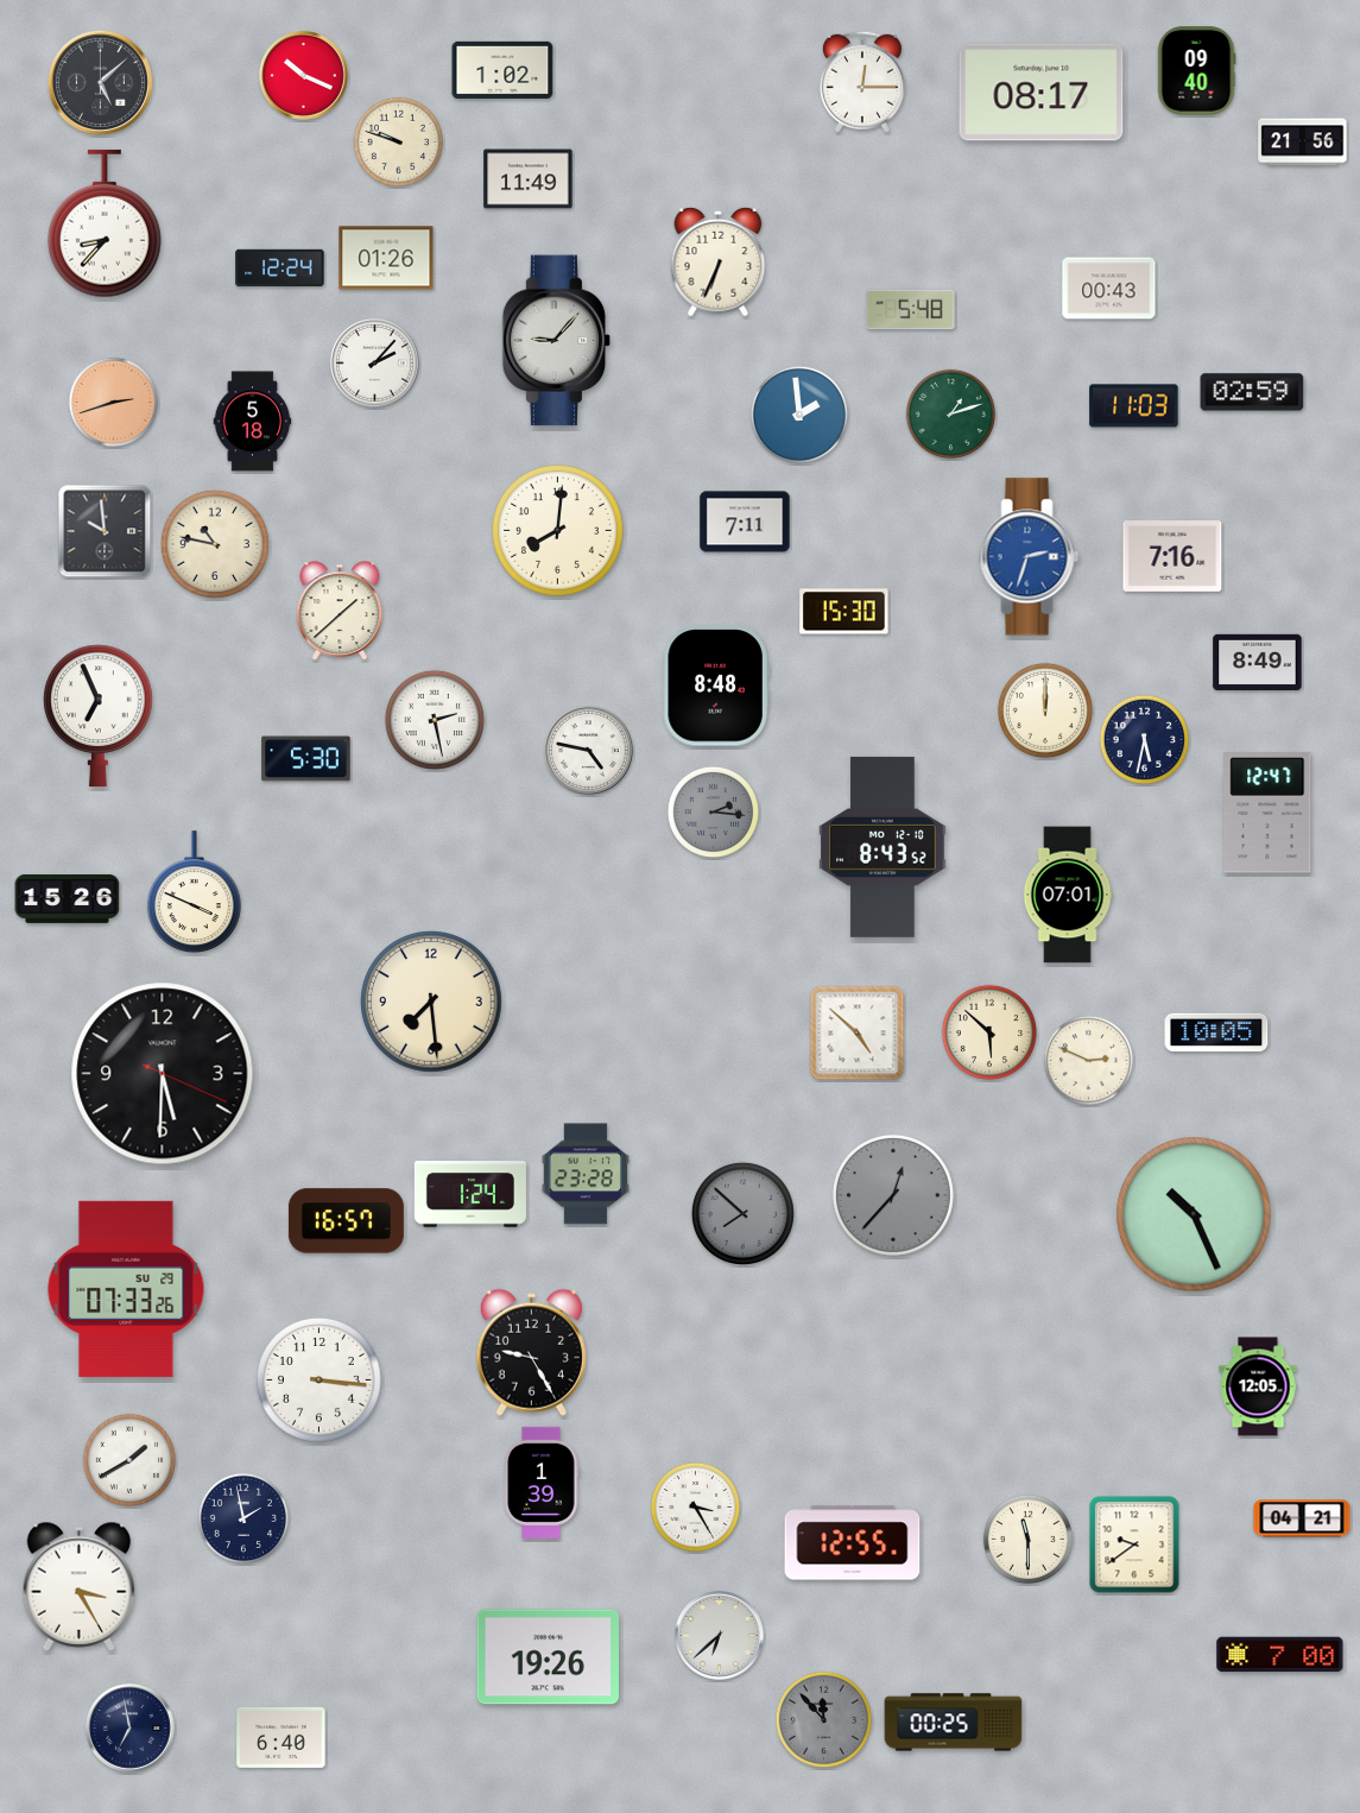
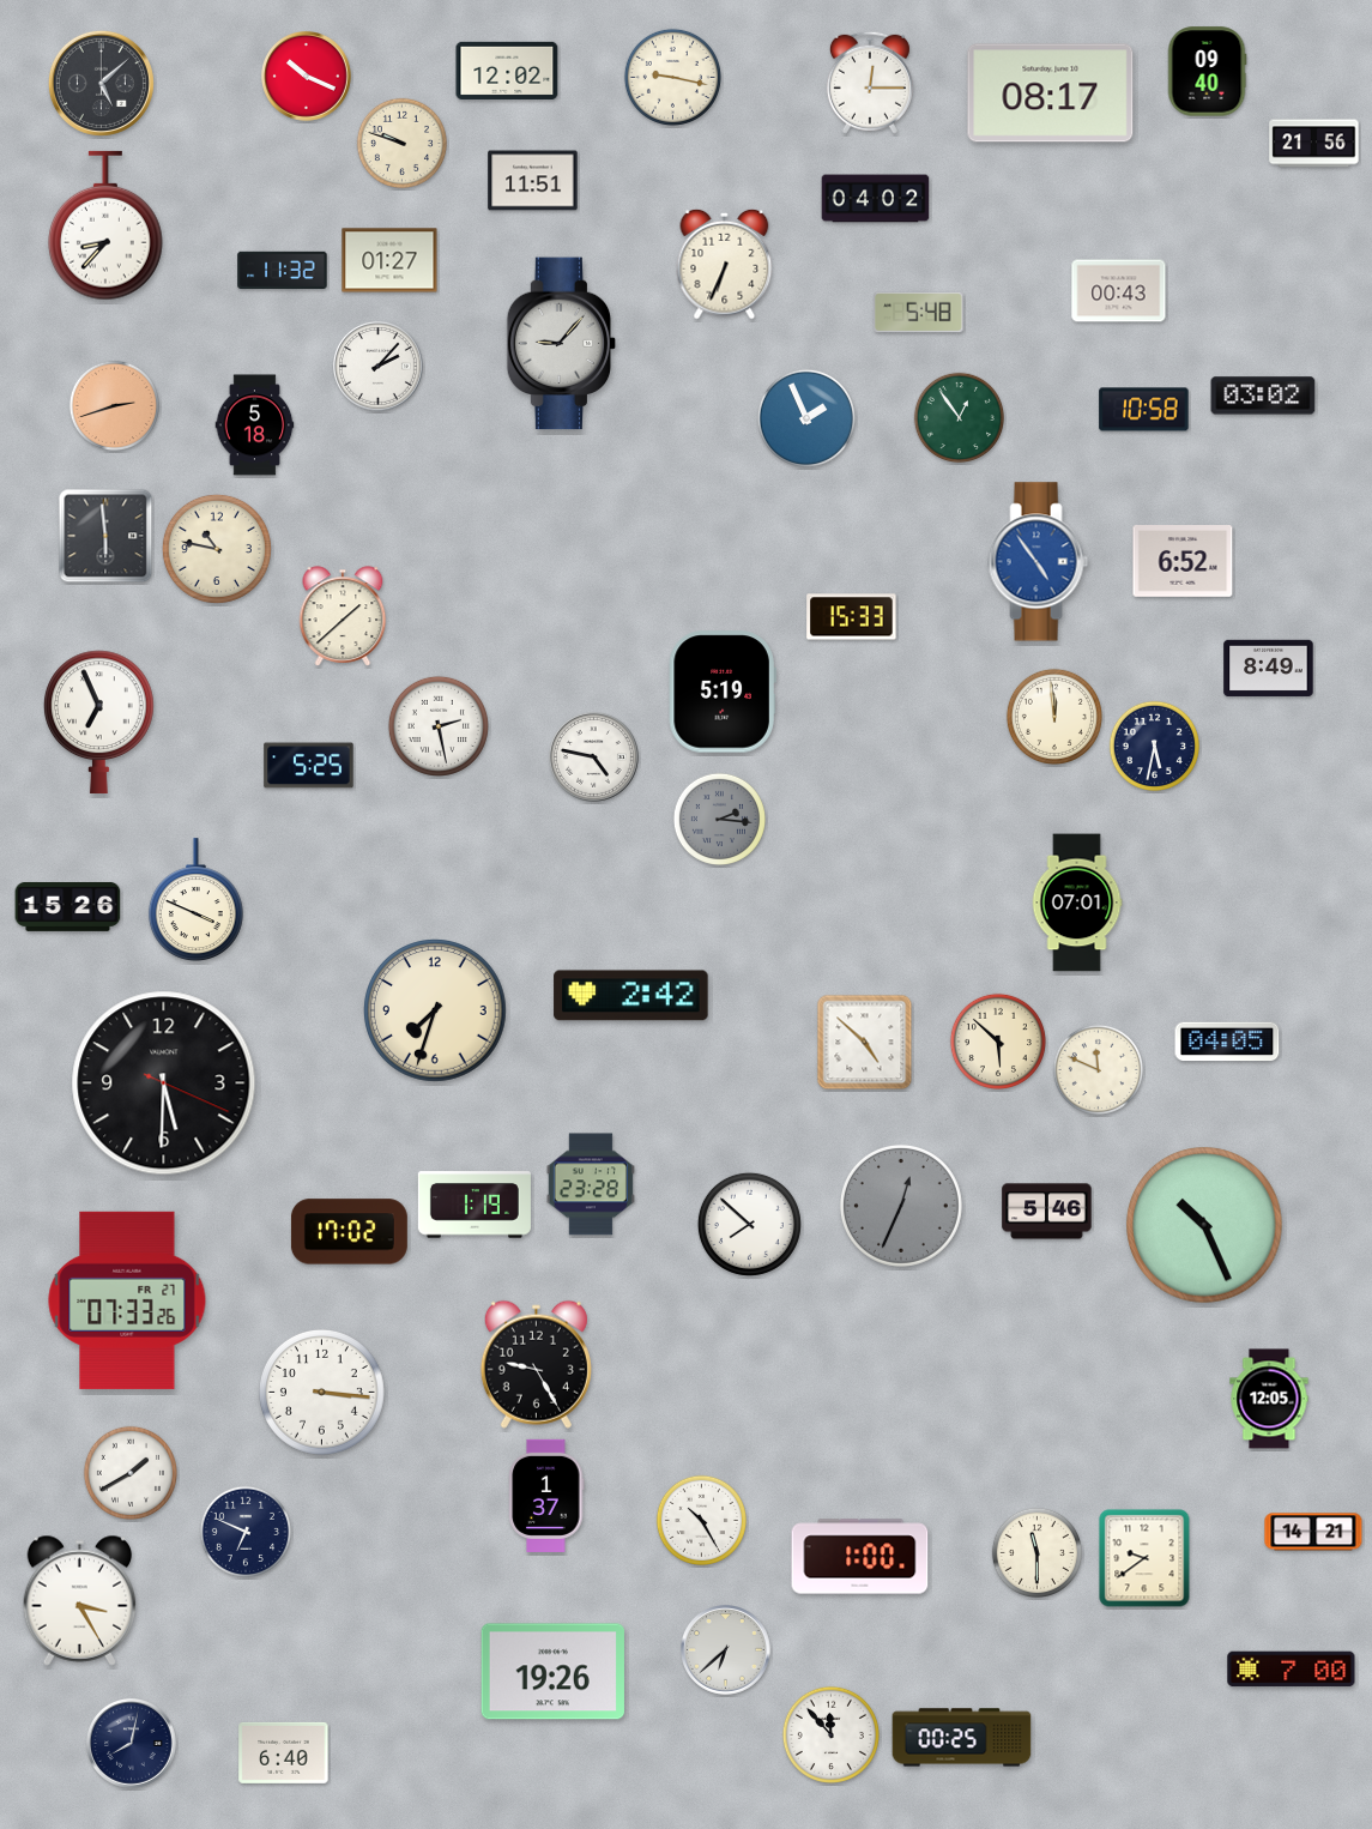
clock at (502, 70): 1:02 -> 12:02
clock at (672, 77): none -> 9:17
clock at (529, 179): 11:49 -> 11:51
clock at (876, 199): none -> 04:02
clock at (386, 258): 01:26 -> 01:27
clock at (280, 269): 12:24 -> 11:32
clock at (1252, 392): 02:59 -> 03:02
clock at (1134, 406): 11:03 -> 10:58
clock at (950, 413): 1:12 -> 12:54
clock at (799, 415): 1:59 -> 1:56
clock at (745, 522): 7:11 -> none
clock at (105, 531): 9:59 -> 5:59
clock at (558, 531): 8:01 -> none
clock at (1030, 557): 2:33 -> 4:54
clock at (1172, 557): 7:16 -> 6:52
clock at (845, 612): 15:30 -> 15:33
clock at (716, 686): 8:48 -> 5:19
clock at (1045, 710): 12:00 -> 11:59
clock at (306, 759): 5:30 -> 5:25
clock at (1267, 813): 12:47 -> none
clock at (883, 847): 8:43 -> none
clock at (631, 996): none -> 2:42
clock at (431, 1002): 7:29 -> 7:33
clock at (1216, 1032): 10:05 -> 04:05
clock at (1088, 1060): 2:49 -> 11:49
clock at (470, 1194): 1:24 -> 1:19
clock at (893, 1195): 12:37 -> 12:34
clock at (1047, 1212): none -> 5:46
clock at (742, 1213) dial: grey -> white
clock at (346, 1221): 16:57 -> 17:02
clock at (126, 1289) date: SU 29 -> FR 27
clock at (542, 1483): 1:39 -> 1:37
clock at (695, 1506): 3:25 -> 10:25
clock at (242, 1517): 1:58 -> 6:49
clock at (1302, 1518): 04:21 -> 14:21
clock at (853, 1543): 12:55 -> 1:00
clock at (823, 1719) dial: grey -> white
clock at (131, 1729): 6:58 -> 8:02
